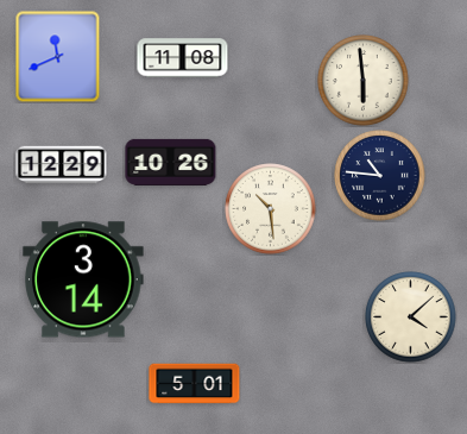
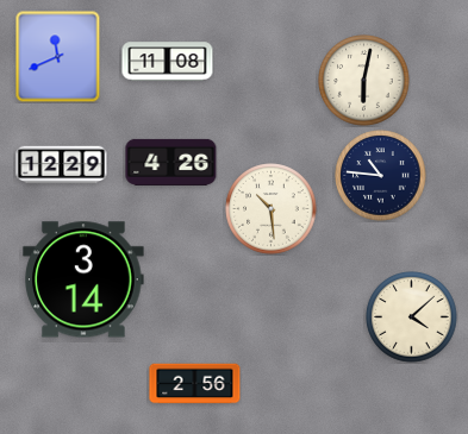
clock at (183, 58) position: (183, 58) -> (168, 62)
clock at (364, 81): 5:59 -> 6:02
clock at (171, 162): 10:26 -> 4:26
clock at (195, 384): 5:01 -> 2:56
